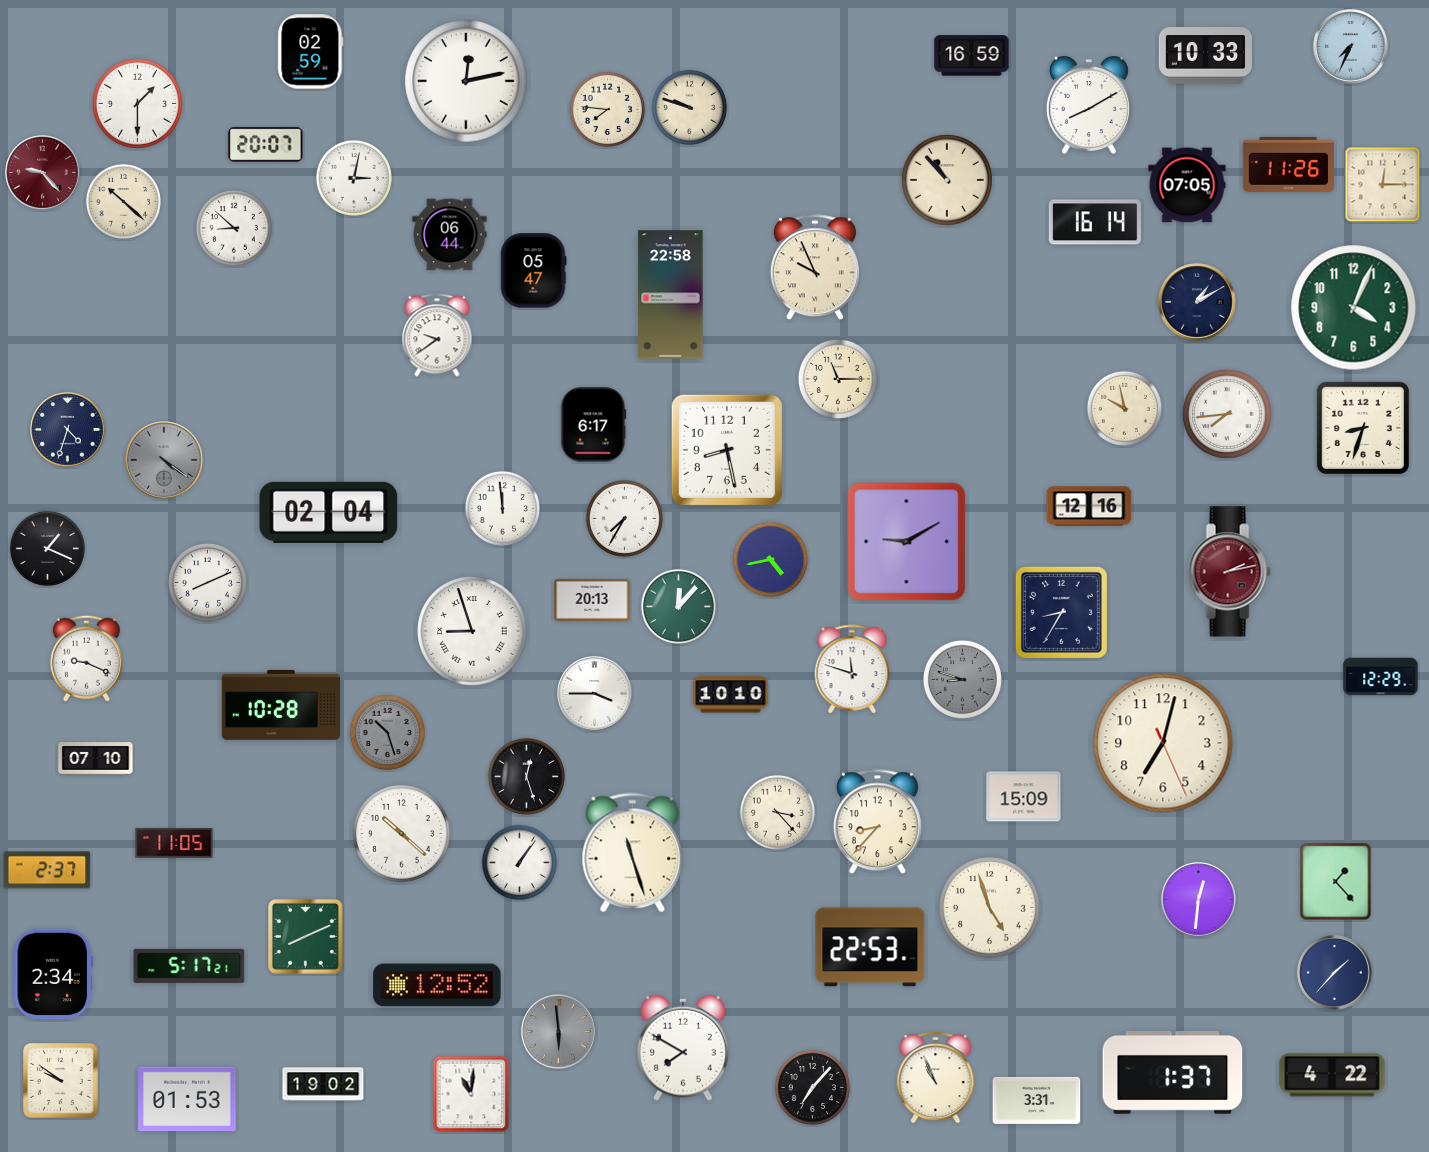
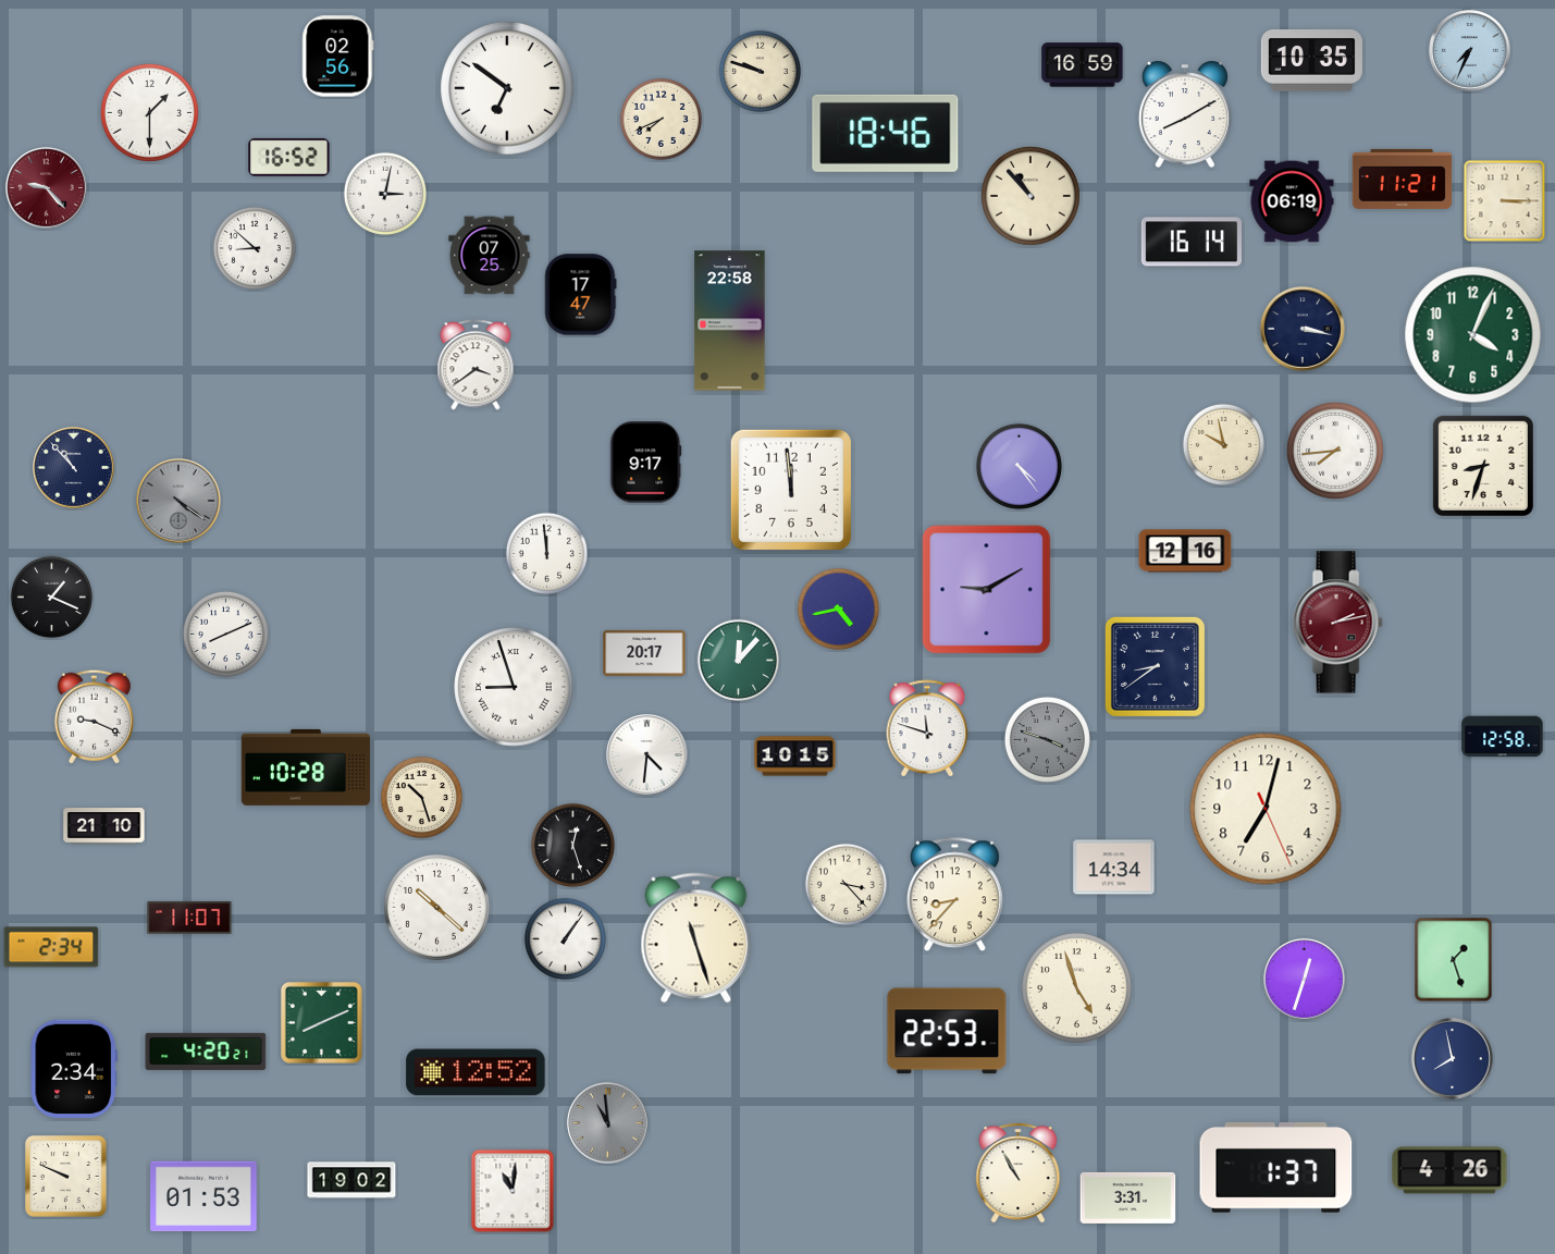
clock at (311, 52): 02:59 -> 02:56
clock at (972, 56) position: (972, 56) -> (1083, 65)
clock at (1205, 56): 10:33 -> 10:35
clock at (466, 81): 12:13 -> 6:51
clock at (689, 107) position: (689, 107) -> (760, 71)
clock at (607, 109): 7:46 -> 7:41
clock at (886, 133): none -> 18:46
clock at (266, 144): 20:07 -> 16:52
clock at (1288, 164): 11:26 -> 11:21
clock at (1187, 185): 07:05 -> 06:19
clock at (1383, 185): 12:15 -> 3:15
clock at (123, 201): 10:22 -> none
clock at (450, 235): 06:44 -> 07:25
clock at (815, 268): 9:56 -> none
clock at (533, 271): 05:47 -> 17:47
clock at (1197, 302): 1:10 -> 3:17
clock at (437, 335): 9:39 -> 3:39
clock at (838, 379): 11:15 -> none
clock at (594, 425): 6:17 -> 9:17
clock at (1019, 466): none -> 4:24
clock at (68, 430): 4:33 -> 10:53
clock at (727, 450): 8:28 -> 11:59
clock at (329, 512): 02:04 -> none
clock at (624, 518): 7:35 -> none
clock at (592, 600): 20:13 -> 20:17
clock at (1061, 612): 8:35 -> 8:39
clock at (1381, 677): 12:29 -> 12:58
clock at (962, 679): 8:48 -> 3:48
clock at (595, 694): 3:45 -> 4:31
clock at (731, 695): 10:10 -> 10:15
clock at (387, 732) dial: grey -> cream
clock at (96, 759): 07:10 -> 21:10
clock at (1024, 797): 15:09 -> 14:34
clock at (174, 844): 11:05 -> 11:07
clock at (633, 853) position: (633, 853) -> (696, 938)
clock at (47, 870): 2:37 -> 2:34
clock at (1336, 882): 1:23 -> 1:27
clock at (1199, 900): 12:31 -> 12:33
clock at (305, 936) position: (305, 936) -> (321, 1022)
clock at (189, 966): 5:17 -> 4:20
clock at (52, 973) position: (52, 973) -> (73, 1068)
clock at (1335, 973): 1:37 -> 7:58
clock at (559, 1032): 5:59 -> 10:59
clock at (683, 1048): 7:50 -> none
clock at (1332, 1075): 4:22 -> 4:26
clock at (936, 1078): 10:56 -> 10:55
clock at (61, 1081): 9:51 -> 9:49
clock at (812, 1087): 7:07 -> none
